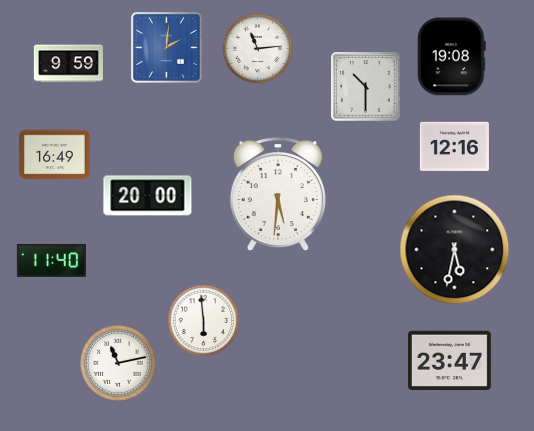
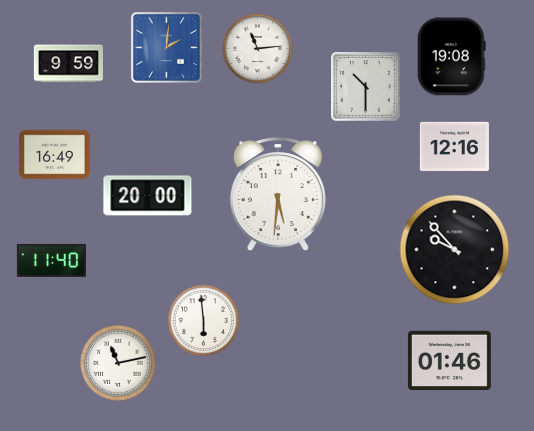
clock at (455, 250): 5:32 -> 9:53
clock at (449, 361): 23:47 -> 01:46
